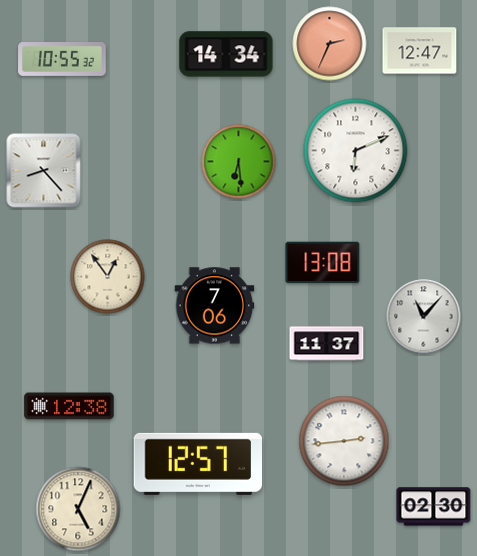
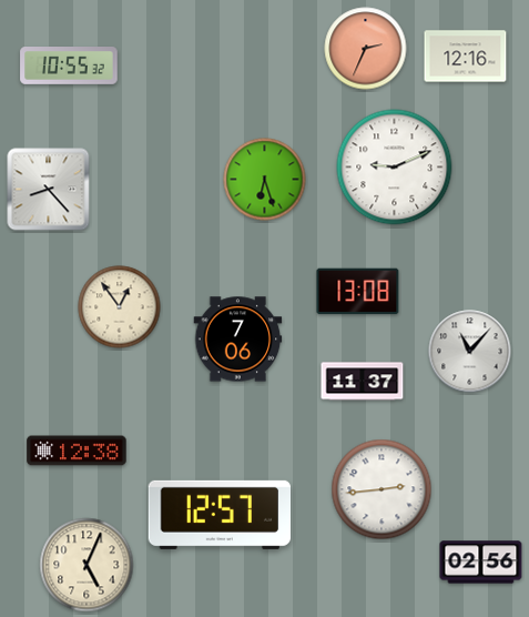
clock at (420, 51): 12:47 -> 12:16
clock at (226, 54): 14:34 -> none
clock at (356, 151): 6:11 -> 9:11
clock at (239, 162): 6:29 -> 6:27
clock at (434, 507): 02:30 -> 02:56
